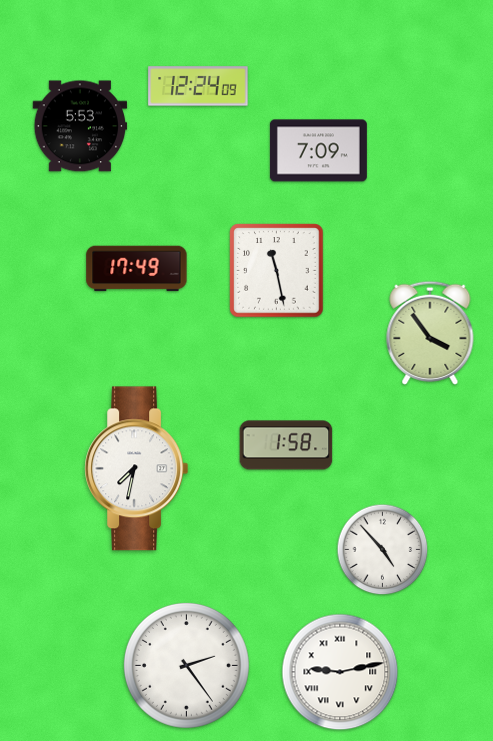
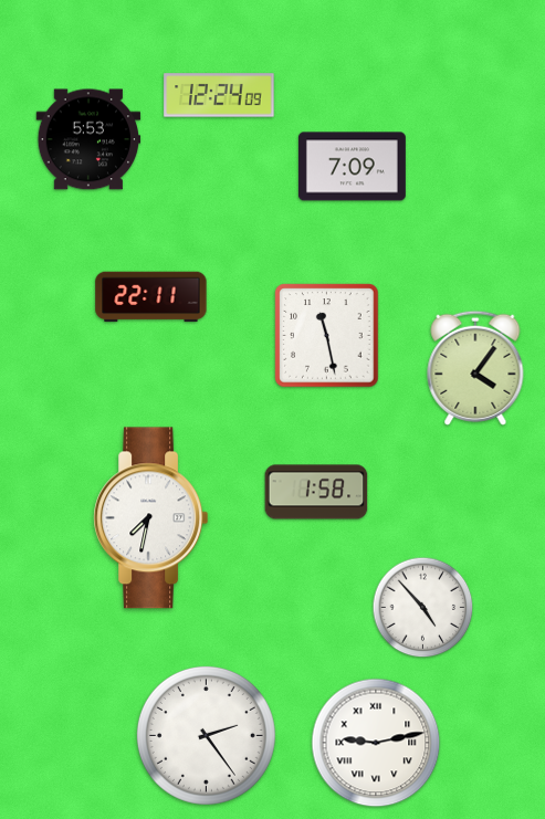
clock at (137, 269): 17:49 -> 22:11
clock at (277, 271) position: (277, 271) -> (327, 336)
clock at (430, 333): 3:54 -> 4:06
